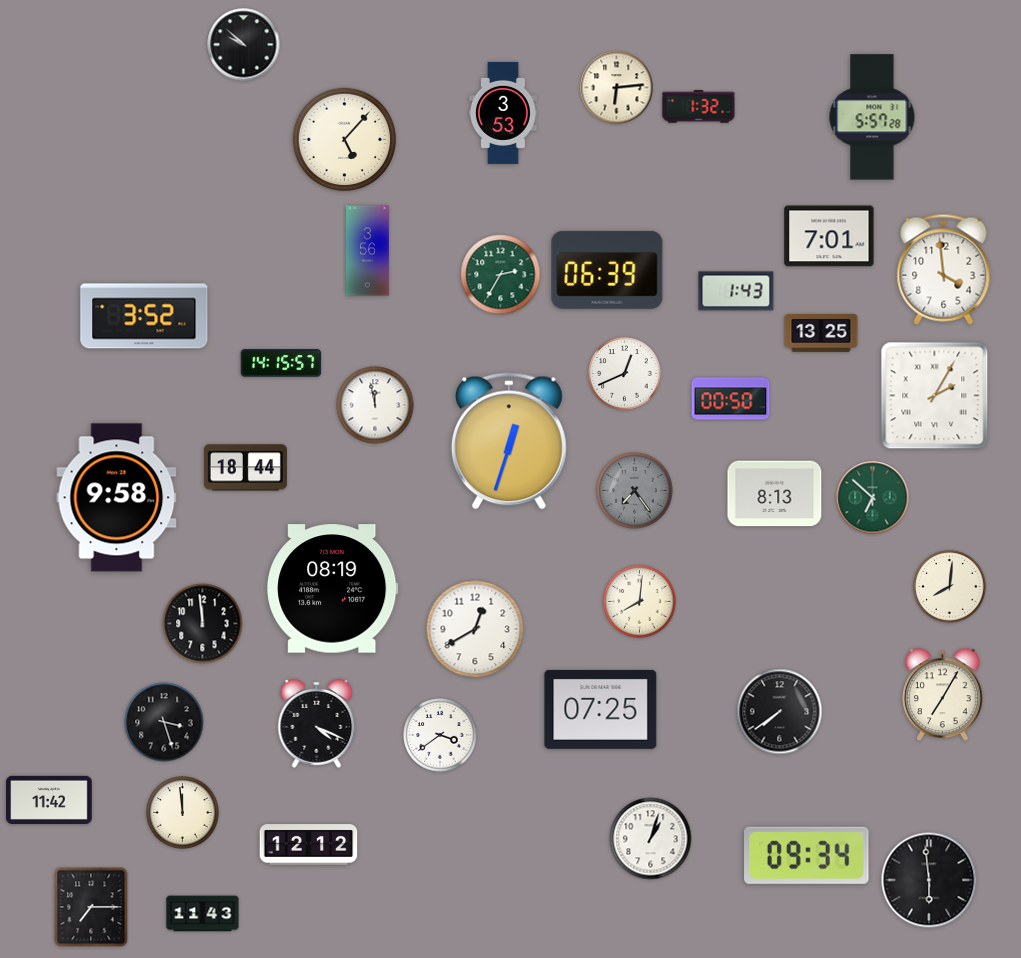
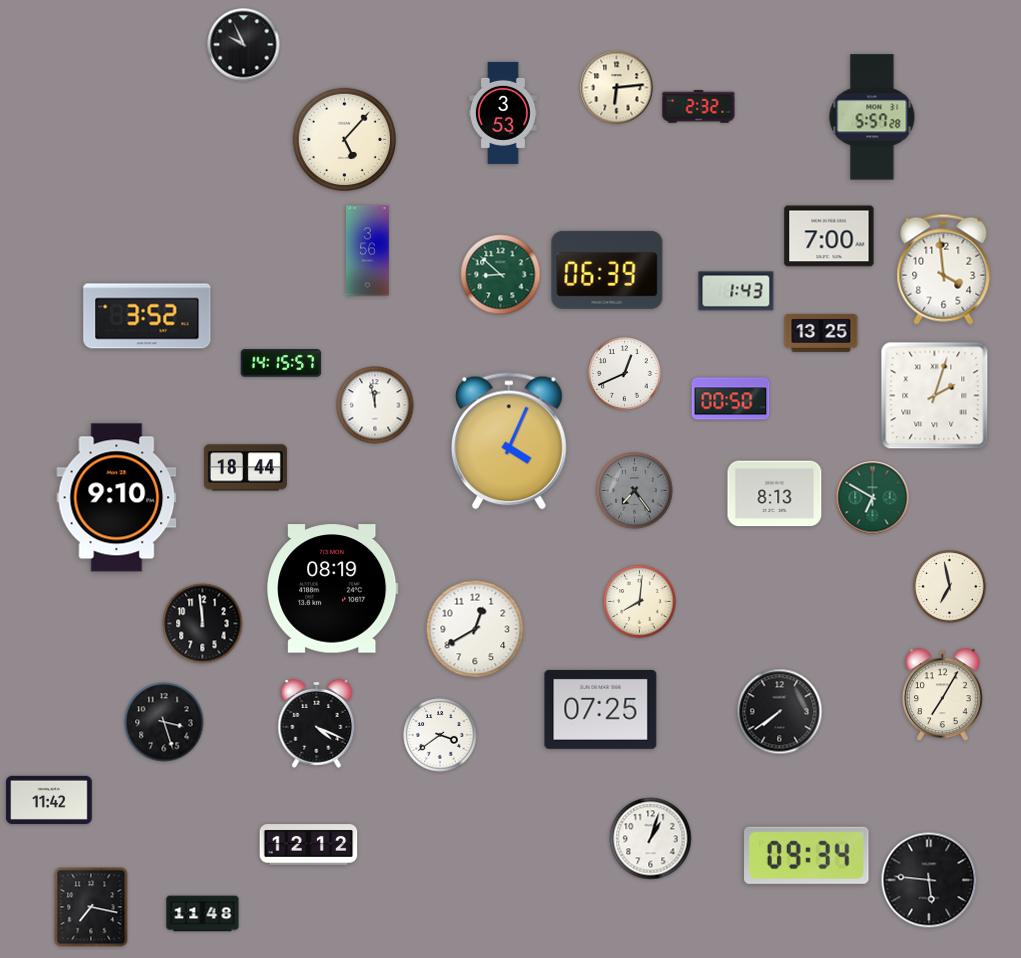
clock at (244, 45): 9:52 -> 9:56
clock at (699, 107): 1:32 -> 2:32
clock at (829, 236): 7:01 -> 7:00
clock at (501, 275): 2:35 -> 8:52
clock at (144, 316) position: (144, 316) -> (147, 316)
clock at (935, 396): 2:05 -> 2:03
clock at (510, 441): 12:33 -> 4:04
clock at (117, 498): 9:58 -> 9:10
clock at (873, 498): 6:52 -> 6:50
clock at (950, 587): 8:01 -> 6:58
clock at (183, 813): 11:59 -> none
clock at (929, 880): 5:59 -> 5:46
clock at (91, 907): 7:15 -> 7:17
clock at (203, 914): 11:43 -> 11:48
